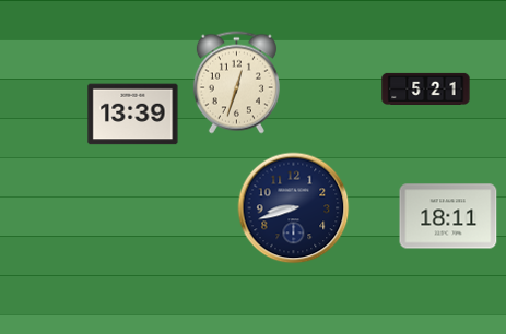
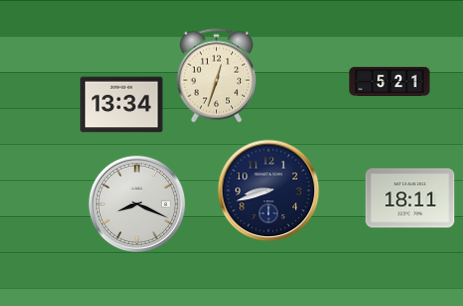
clock at (133, 115): 13:39 -> 13:34
clock at (137, 204): none -> 8:19
